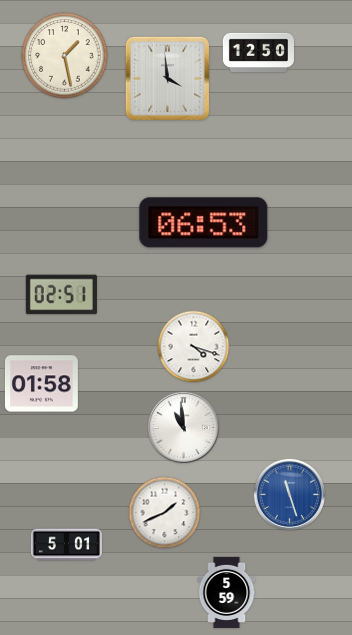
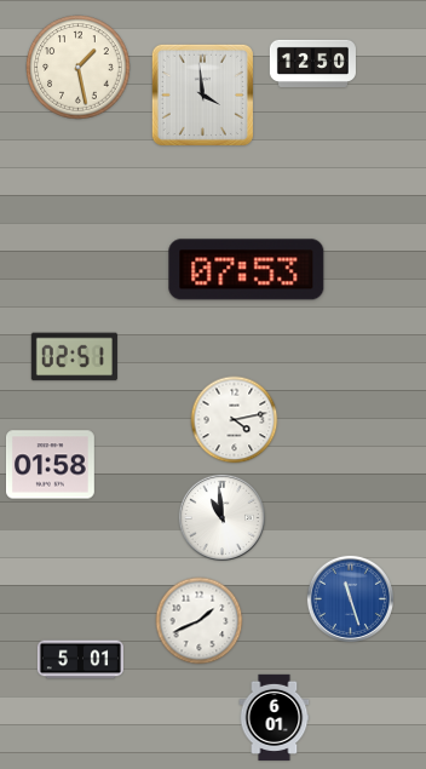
clock at (204, 223): 06:53 -> 07:53
clock at (194, 347): 4:18 -> 4:13
clock at (227, 592): 5:59 -> 6:01
